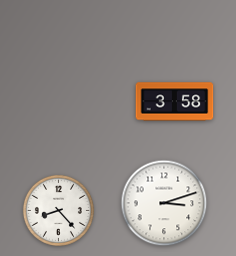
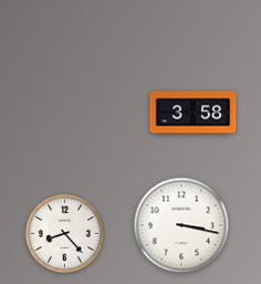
clock at (164, 203): 3:12 -> 3:17
